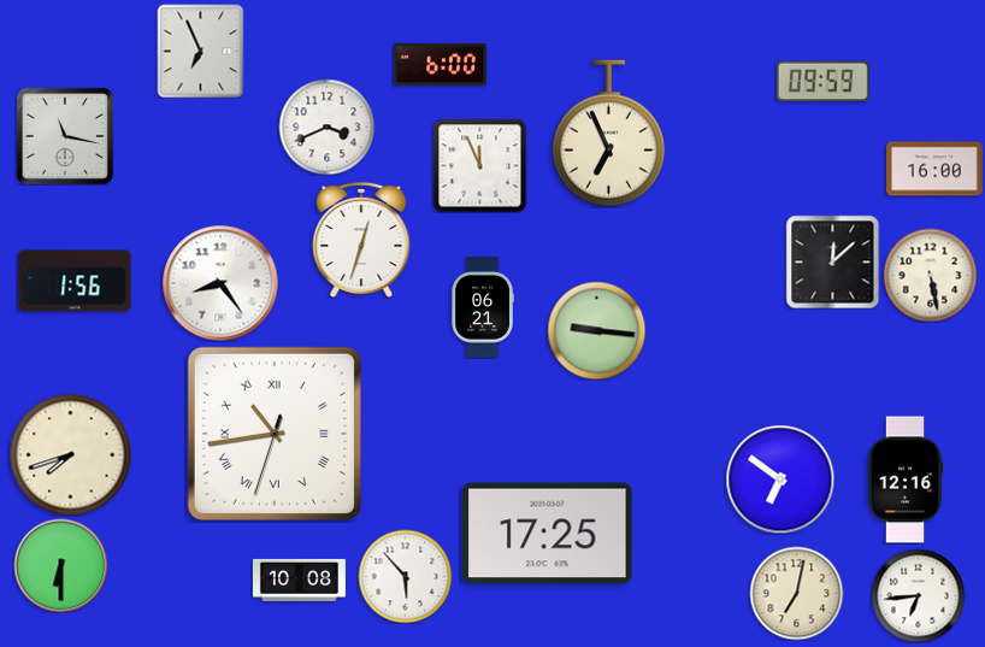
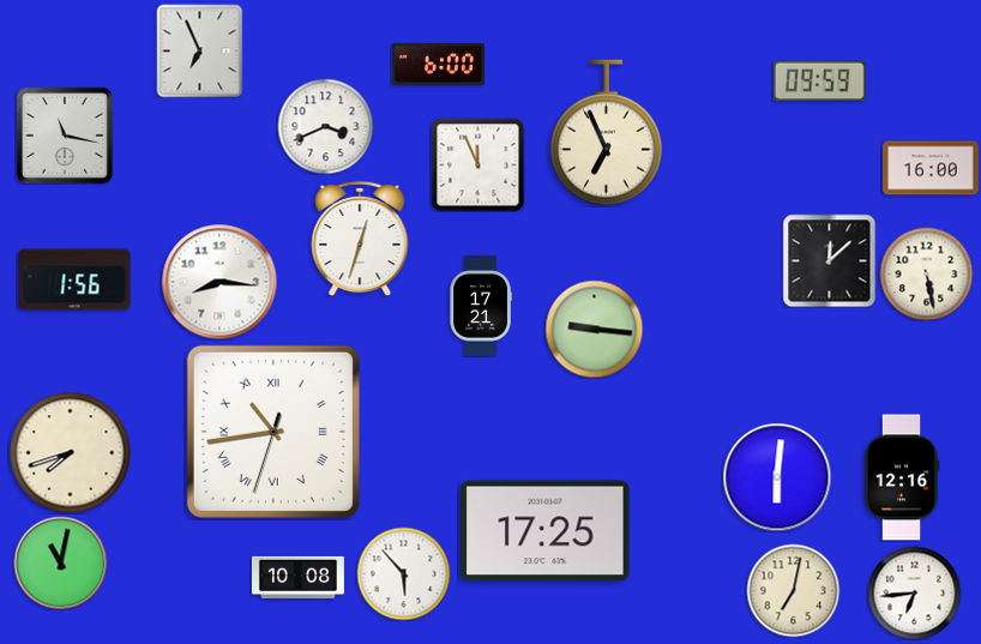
clock at (220, 283): 8:24 -> 8:16
clock at (483, 307): 06:21 -> 17:21
clock at (780, 480): 6:51 -> 6:01
clock at (60, 565): 6:30 -> 11:02
